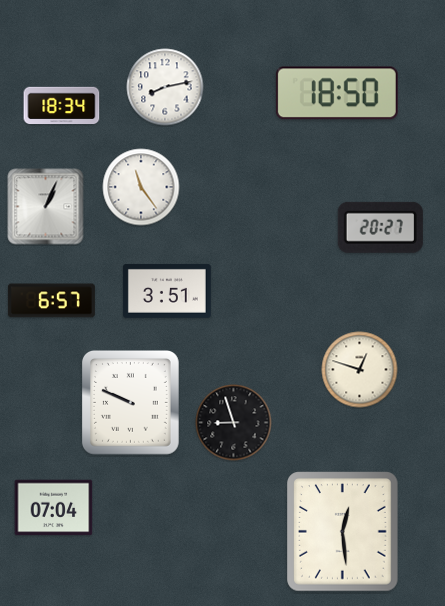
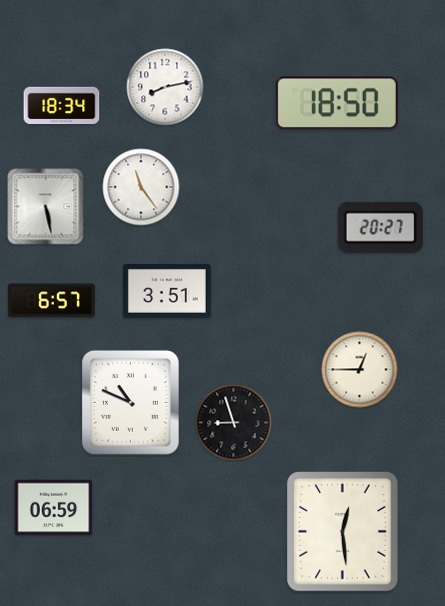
clock at (337, 93) position: (337, 93) -> (337, 103)
clock at (46, 207): 1:04 -> 5:28
clock at (360, 370): 12:48 -> 12:45
clock at (130, 403): 9:49 -> 10:49
clock at (54, 508): 07:04 -> 06:59
